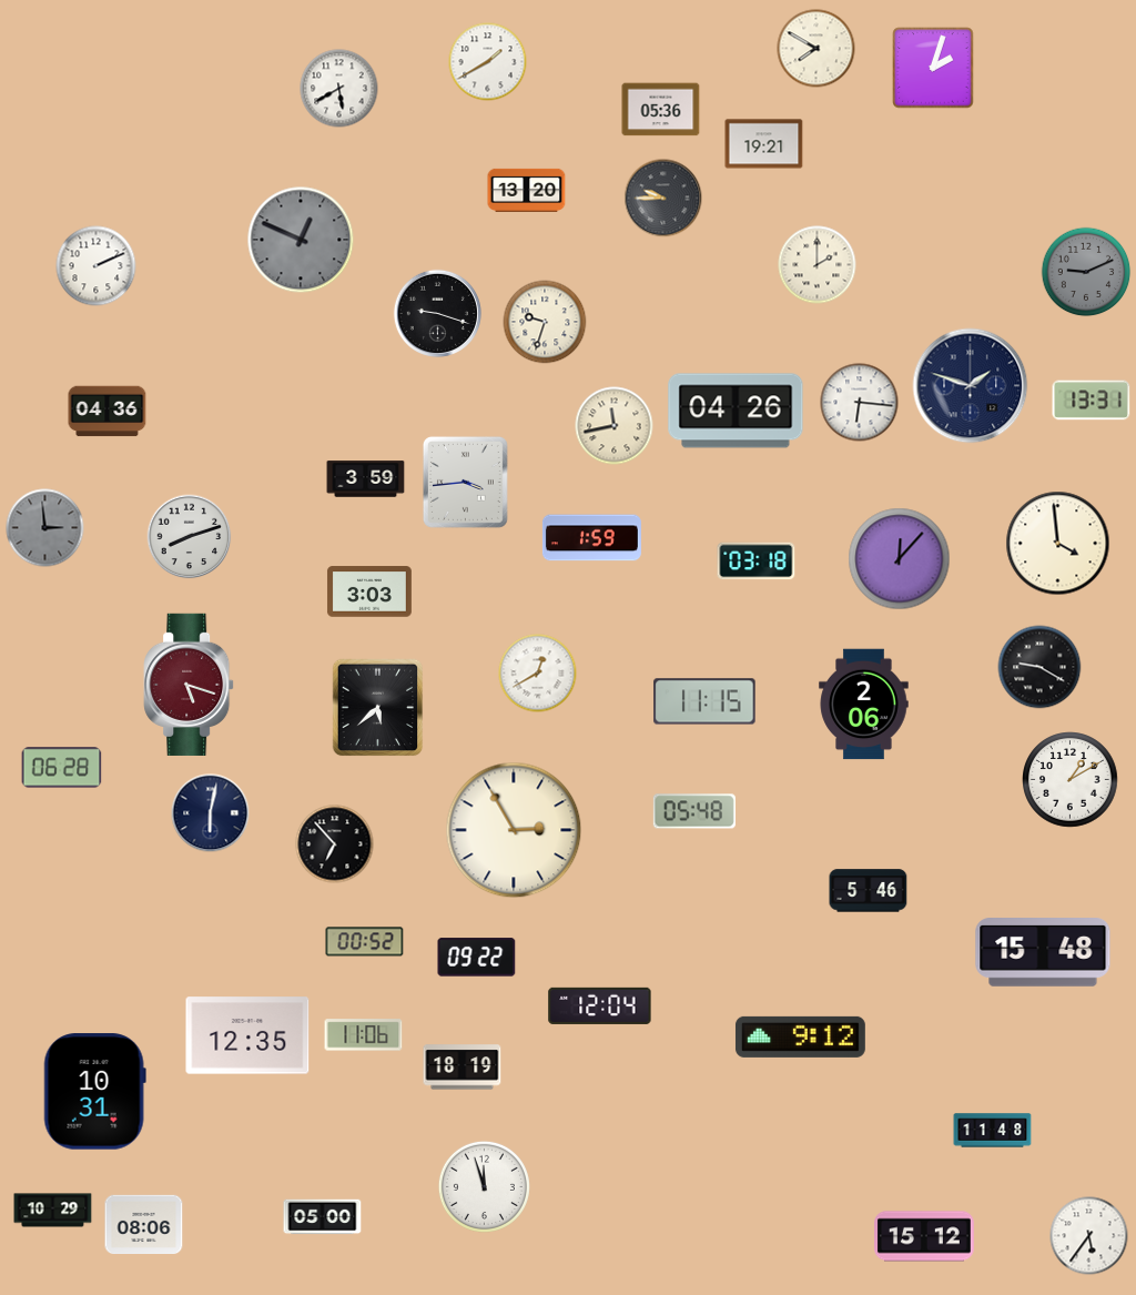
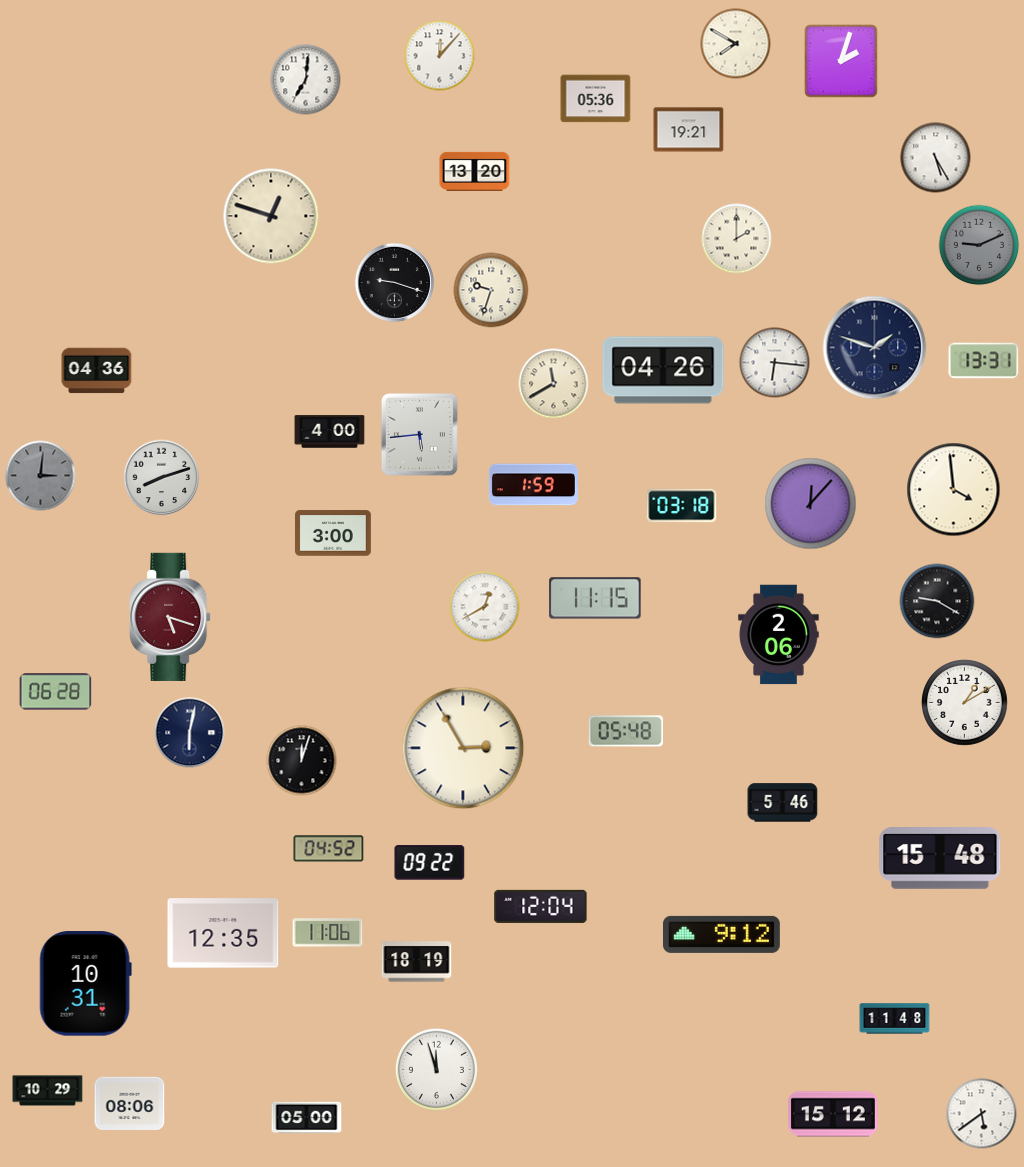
clock at (488, 62): 1:40 -> 12:07
clock at (339, 89): 5:40 -> 7:01
clock at (936, 158): none -> 5:25
clock at (663, 199): 9:45 -> none
clock at (301, 240): 12:49 -> 12:48
clock at (301, 240) dial: grey -> cream
clock at (97, 266): 2:11 -> none
clock at (615, 426): 11:43 -> 11:40
clock at (366, 479): 3:59 -> 4:00
clock at (465, 482): 3:44 -> 5:44
clock at (45, 528): 2:59 -> 3:01
clock at (190, 537) position: (190, 537) -> (162, 478)
clock at (369, 591): 3:03 -> 3:00
clock at (704, 701) position: (704, 701) -> (595, 598)
clock at (378, 708): 5:38 -> none
clock at (335, 844): 6:53 -> 12:03
clock at (365, 942): 00:52 -> 04:52
clock at (323, 1217) position: (323, 1217) -> (307, 1118)
clock at (1089, 1236): 5:36 -> 5:39
